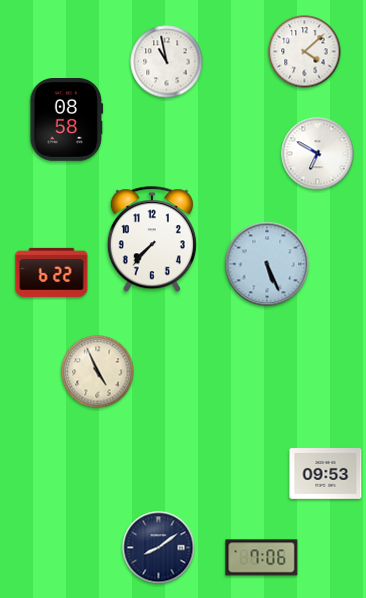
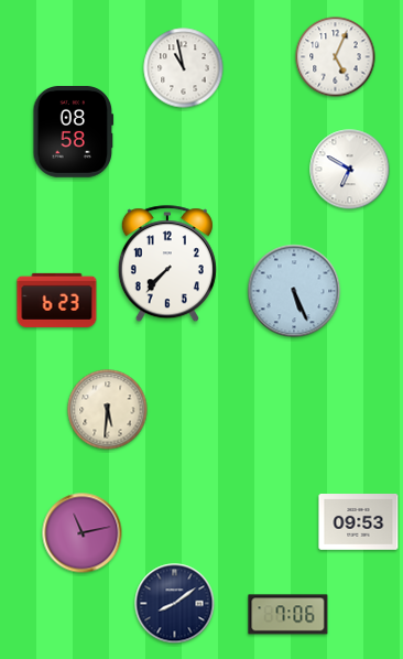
clock at (305, 52): 4:08 -> 5:04
clock at (52, 272): 6:22 -> 6:23
clock at (98, 372): 4:56 -> 5:31
clock at (83, 533): none -> 11:13
